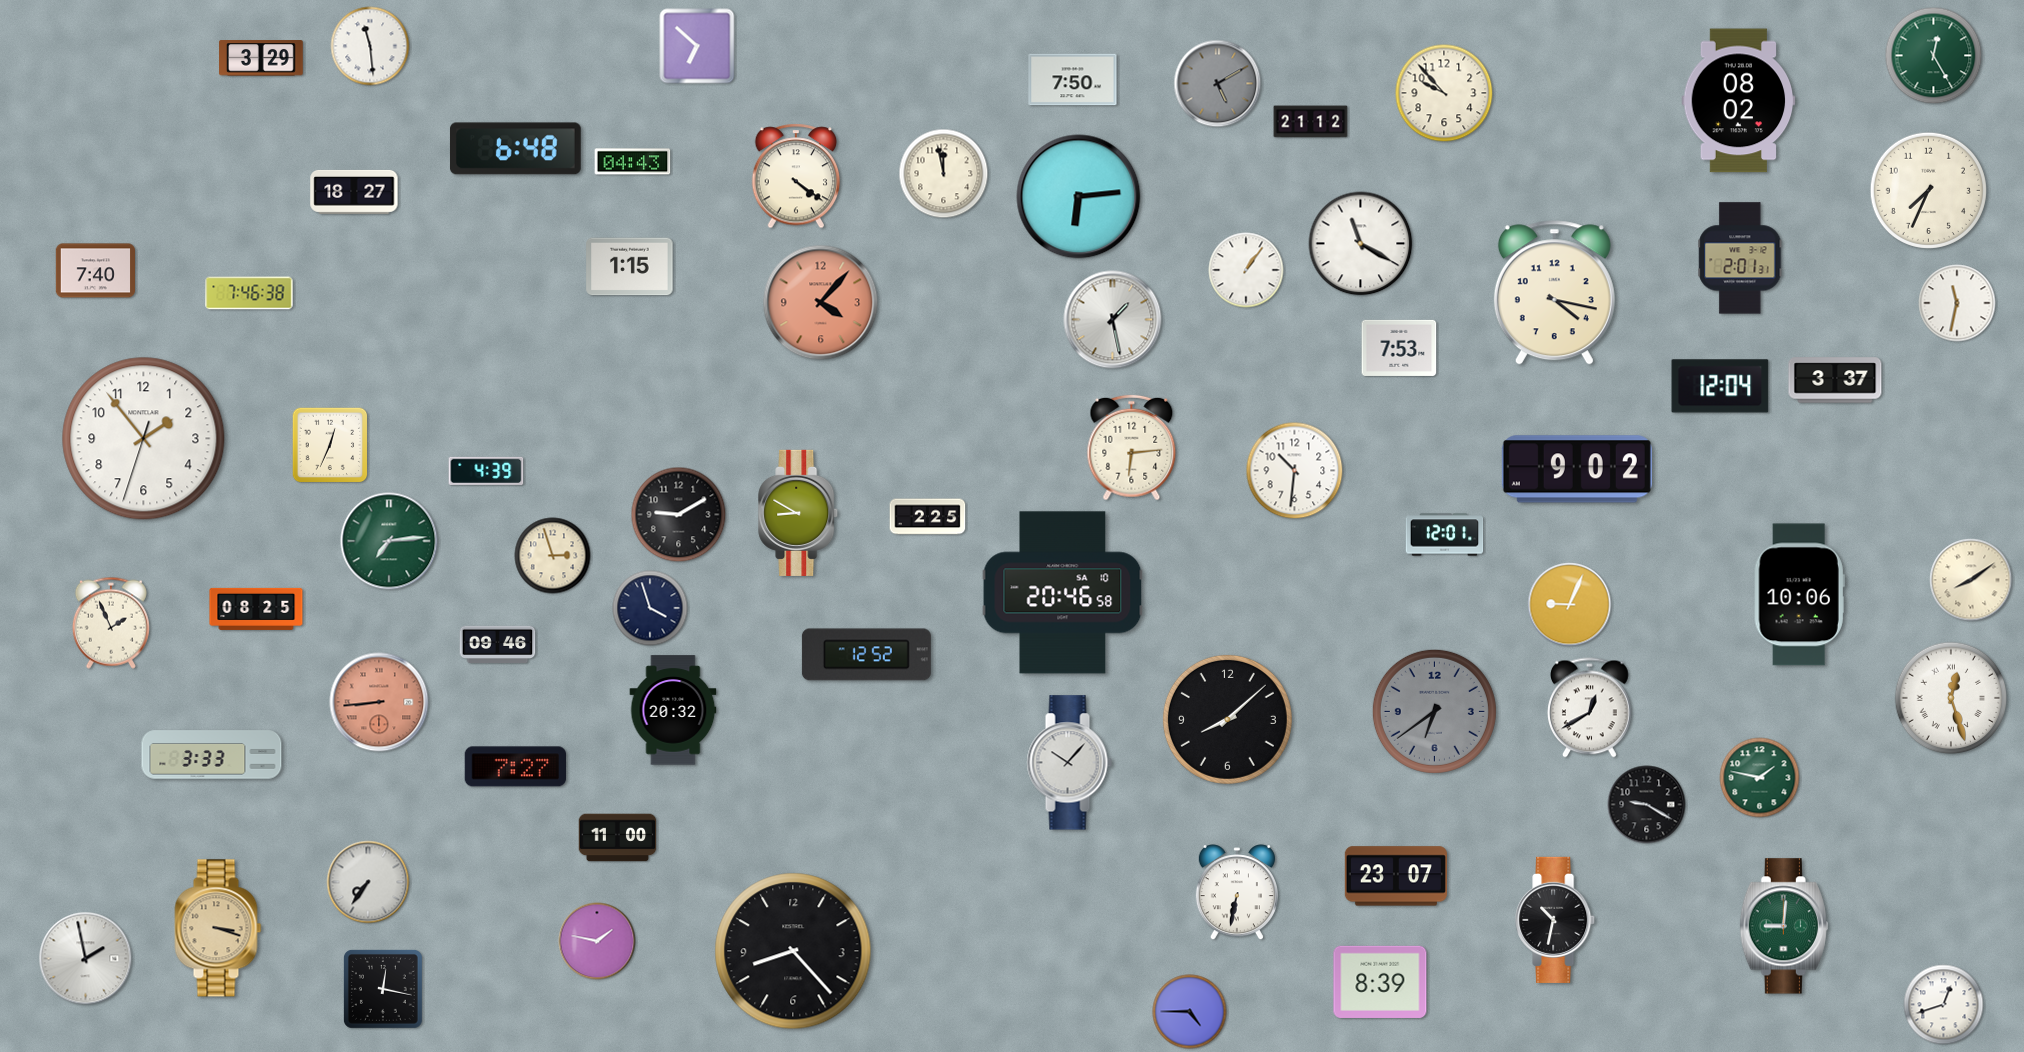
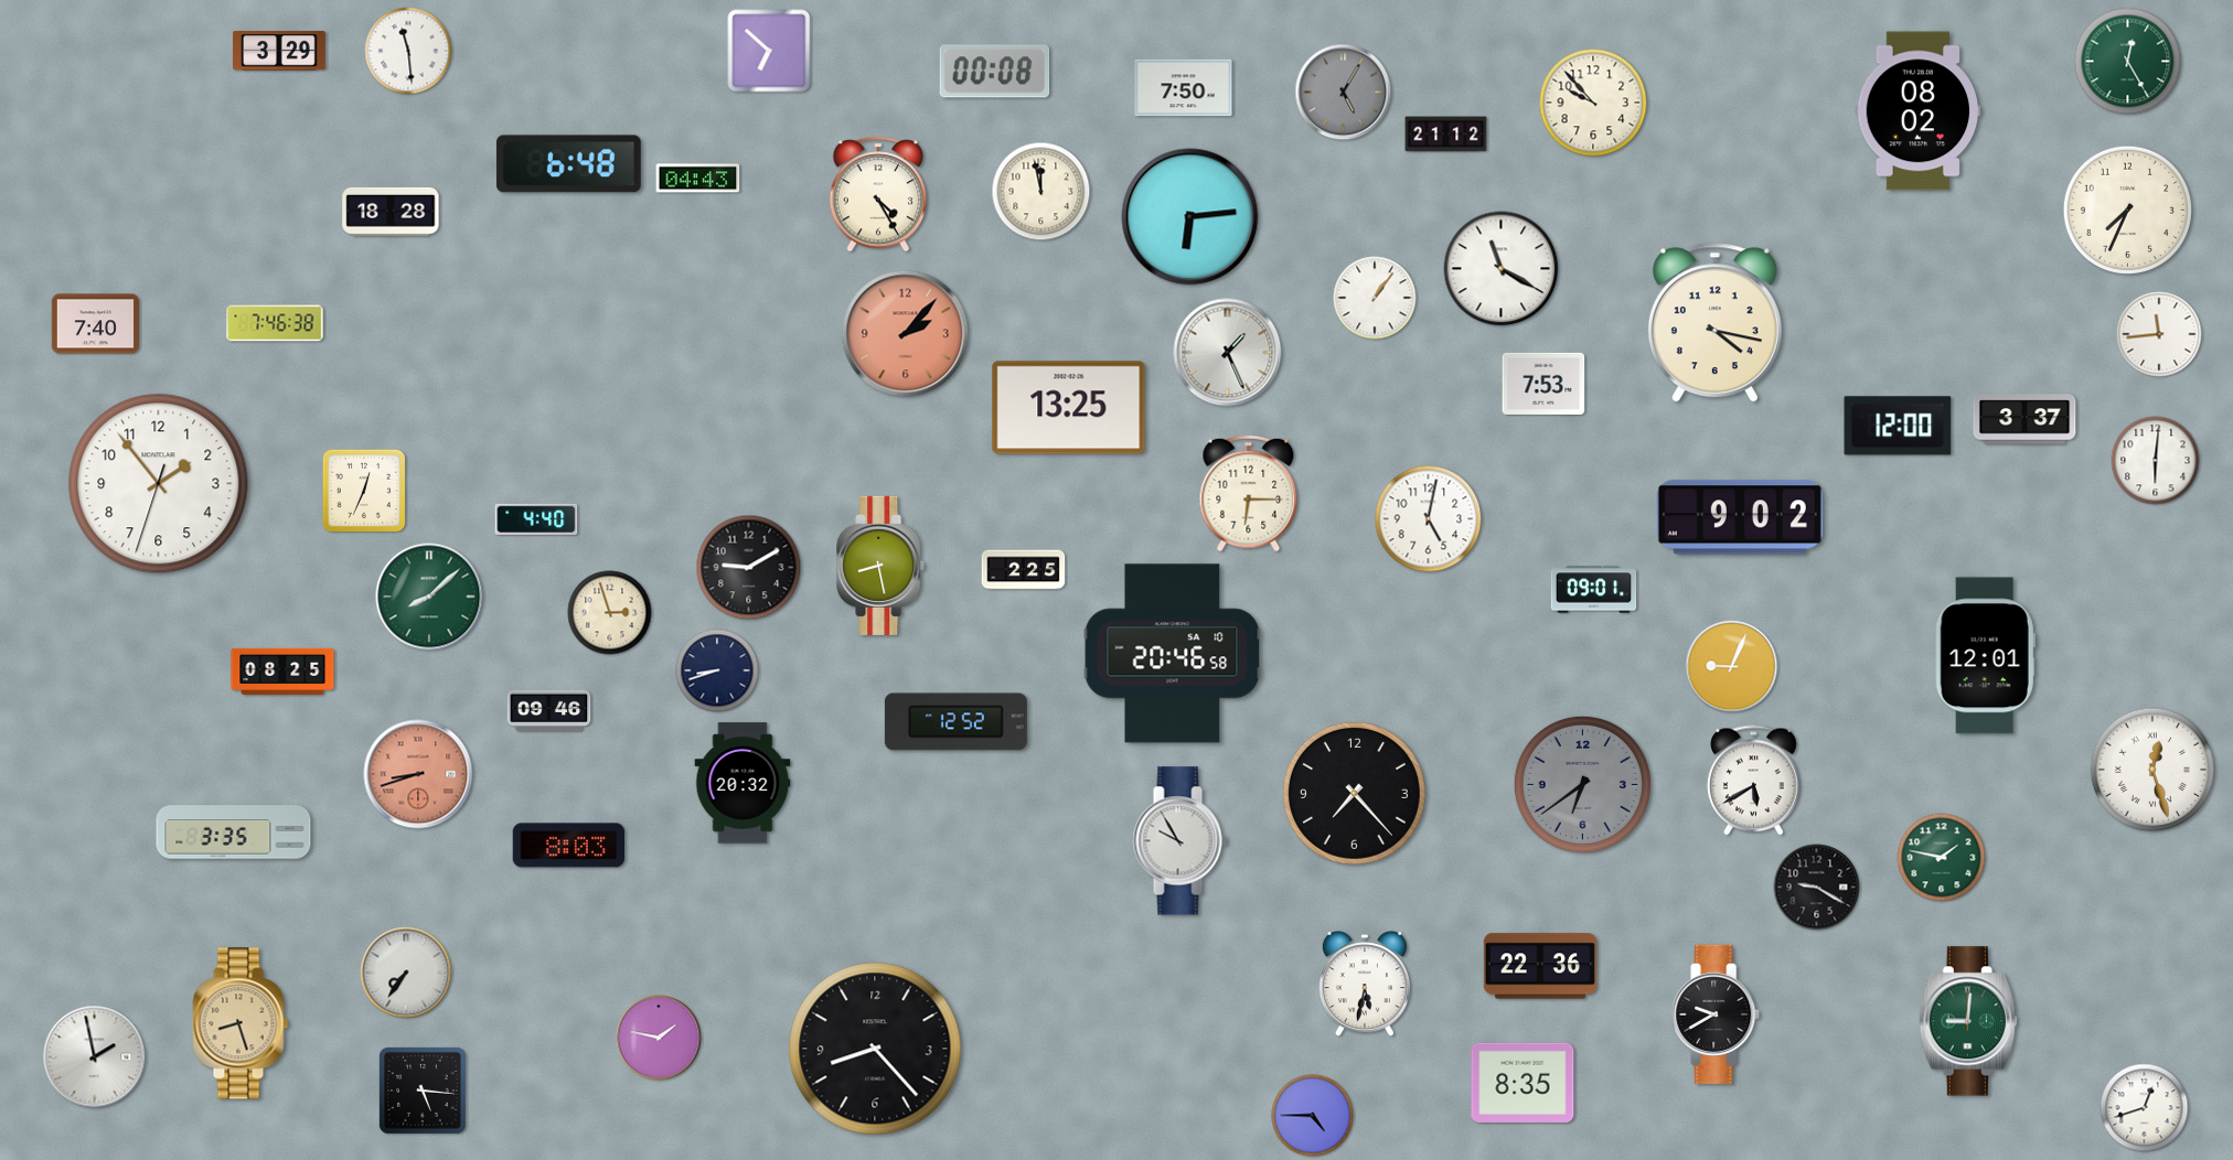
clock at (1934, 56) position: (1934, 56) -> (2128, 62)
clock at (262, 58) position: (262, 58) -> (280, 51)
clock at (995, 72): none -> 00:08
clock at (1218, 84): 5:10 -> 5:05
clock at (796, 176): 4:21 -> 4:25
clock at (354, 192): 18:27 -> 18:28
clock at (1740, 258): 2:01 -> none
clock at (630, 267): 1:15 -> none
clock at (95, 271) position: (95, 271) -> (95, 324)
clock at (821, 303): 4:07 -> 2:07
clock at (1957, 303): 11:32 -> 11:44
clock at (1113, 320): 1:28 -> 1:26
clock at (1069, 408): none -> 13:25
clock at (1720, 386): 12:04 -> 12:00
clock at (2156, 461): none -> 6:01
clock at (1132, 448): 6:14 -> 6:15
clock at (486, 471): 4:39 -> 4:40
clock at (1295, 471): 10:31 -> 5:02
clock at (799, 513): 8:50 -> 8:28
clock at (1445, 535): 12:01 -> 09:01
clock at (389, 541): 7:14 -> 8:08
clock at (1971, 580): 8:09 -> none
clock at (1799, 595): 10:06 -> 12:01
clock at (650, 608): 3:57 -> 8:42
clock at (111, 623): 1:56 -> none
clock at (379, 702): 8:44 -> 8:42
clock at (1590, 708): 12:40 -> 5:40
clock at (1227, 719): 8:08 -> 7:23
clock at (212, 755): 3:33 -> 3:35
clock at (1069, 763): 10:07 -> 9:55
clock at (515, 767): 7:27 -> 8:03
clock at (618, 838): 11:00 -> none
clock at (1395, 876): 23:07 -> 22:36
clock at (1237, 893): 6:32 -> 5:32
clock at (1556, 920): 10:32 -> 9:40
clock at (218, 928): 3:18 -> 8:27
clock at (1380, 982): 8:39 -> 8:35
clock at (383, 989): 12:17 -> 5:16
